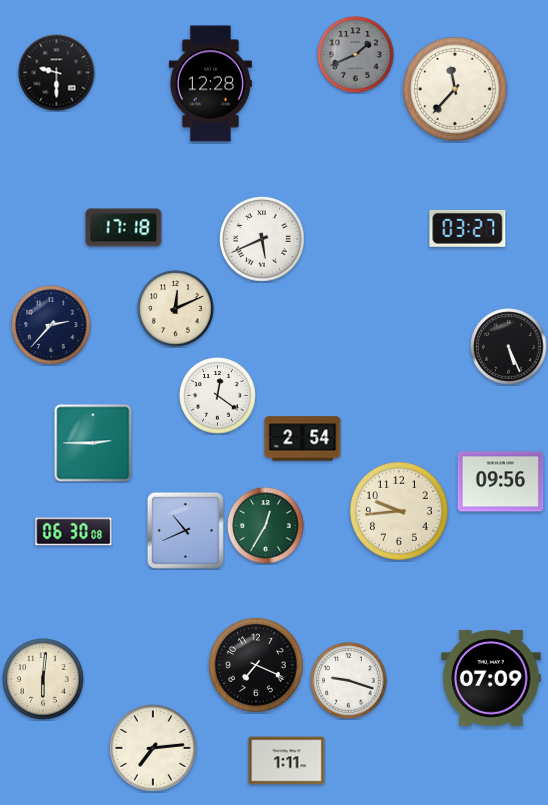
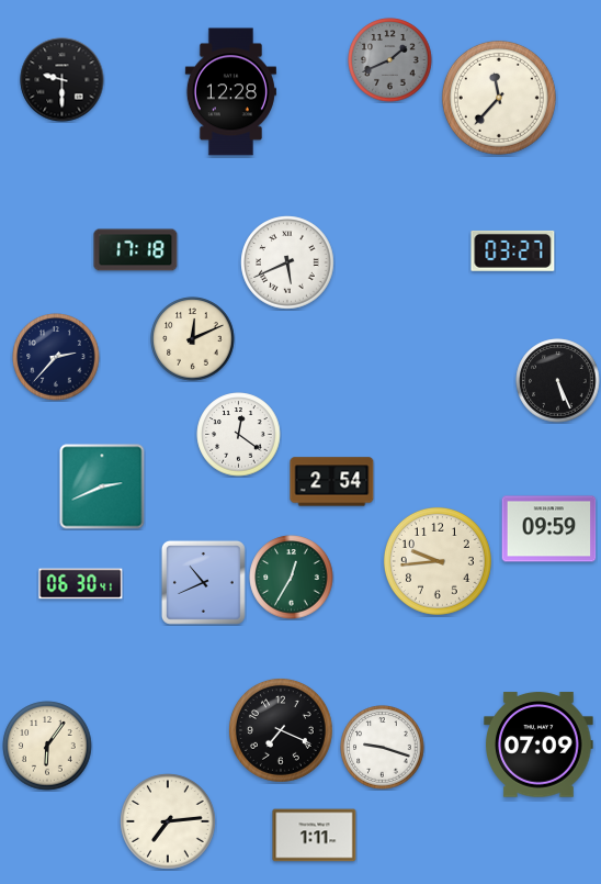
clock at (93, 443): 2:45 -> 2:41
clock at (501, 482): 09:56 -> 09:59
clock at (74, 532): 06:30:08 -> 06:30:41
clock at (43, 679): 6:01 -> 6:06
